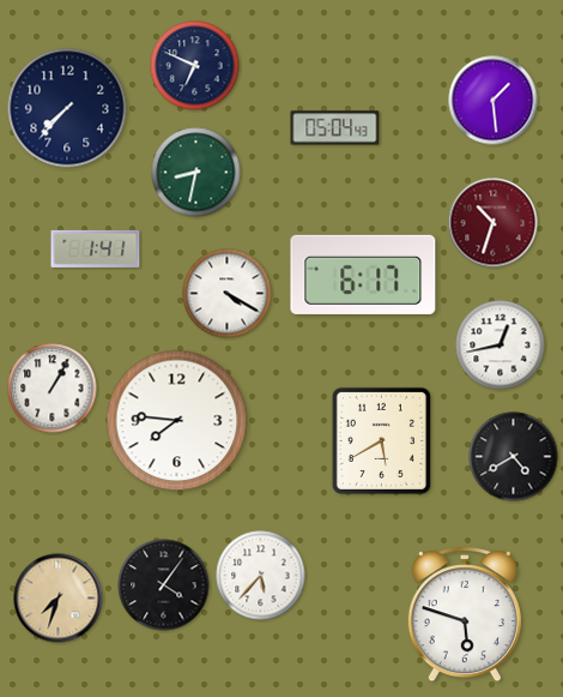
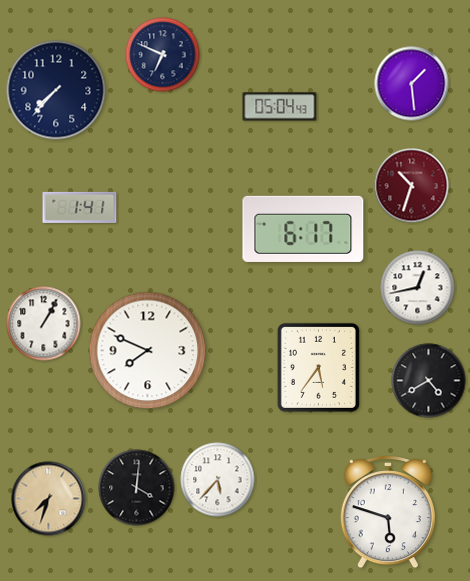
clock at (196, 173): 8:32 -> none
clock at (228, 294): 4:20 -> none
clock at (177, 421): 7:46 -> 7:49
clock at (381, 440): 5:40 -> 5:36
clock at (164, 585): 4:06 -> 4:01
